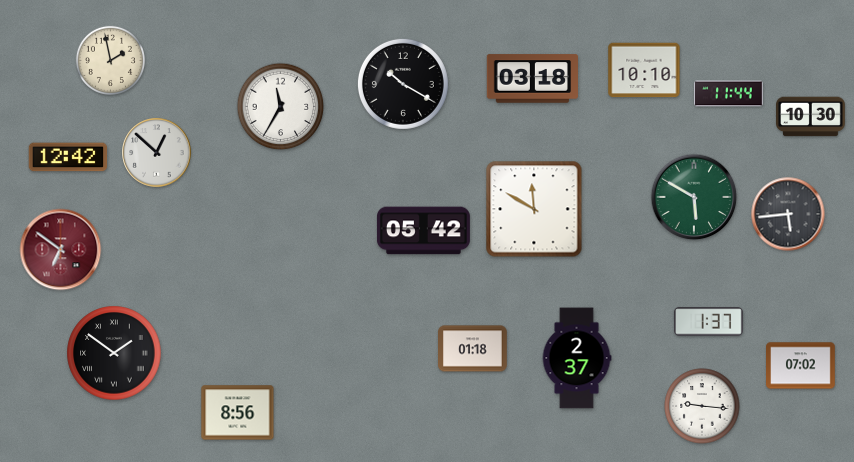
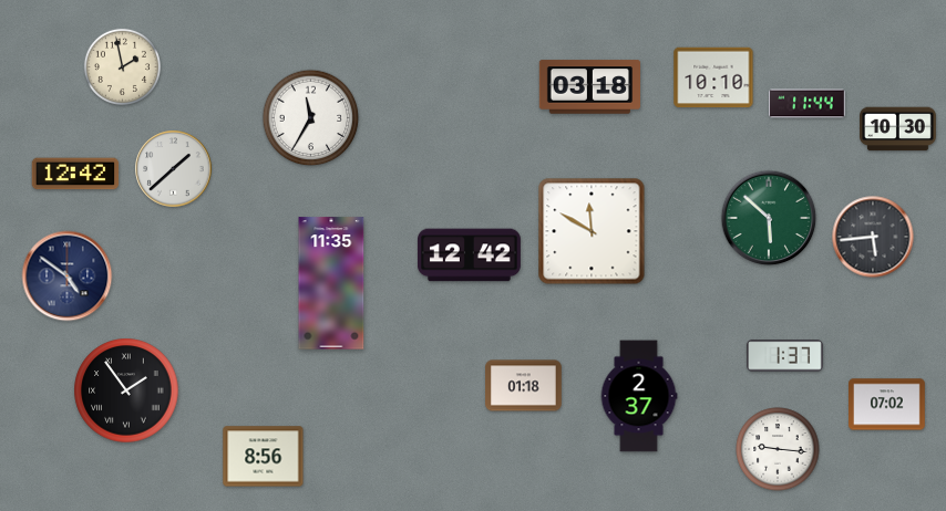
clock at (403, 84): 10:20 -> none
clock at (157, 153): 12:52 -> 1:38
clock at (694, 197): 5:50 -> 5:52
clock at (423, 231): 05:42 -> 12:42
clock at (61, 250): 6:51 -> 4:51
clock at (61, 250) dial: burgundy -> navy
clock at (331, 283): none -> 11:35
clock at (114, 353): 1:51 -> 1:54
